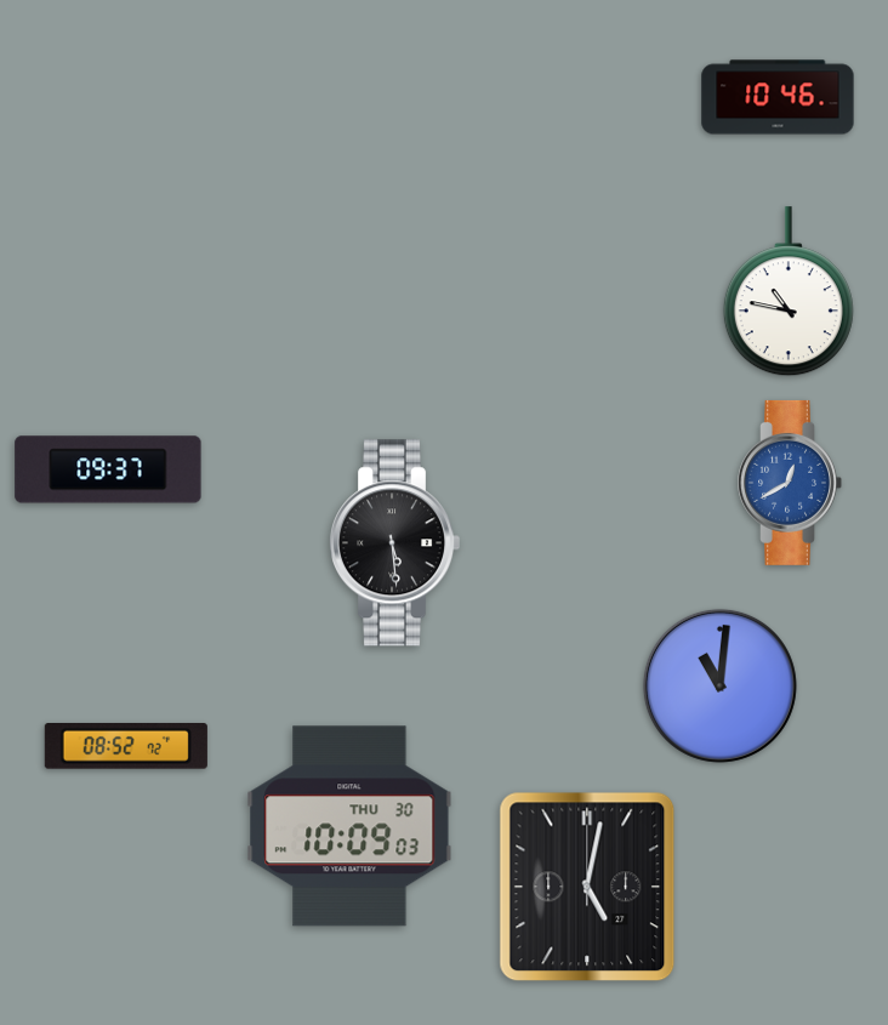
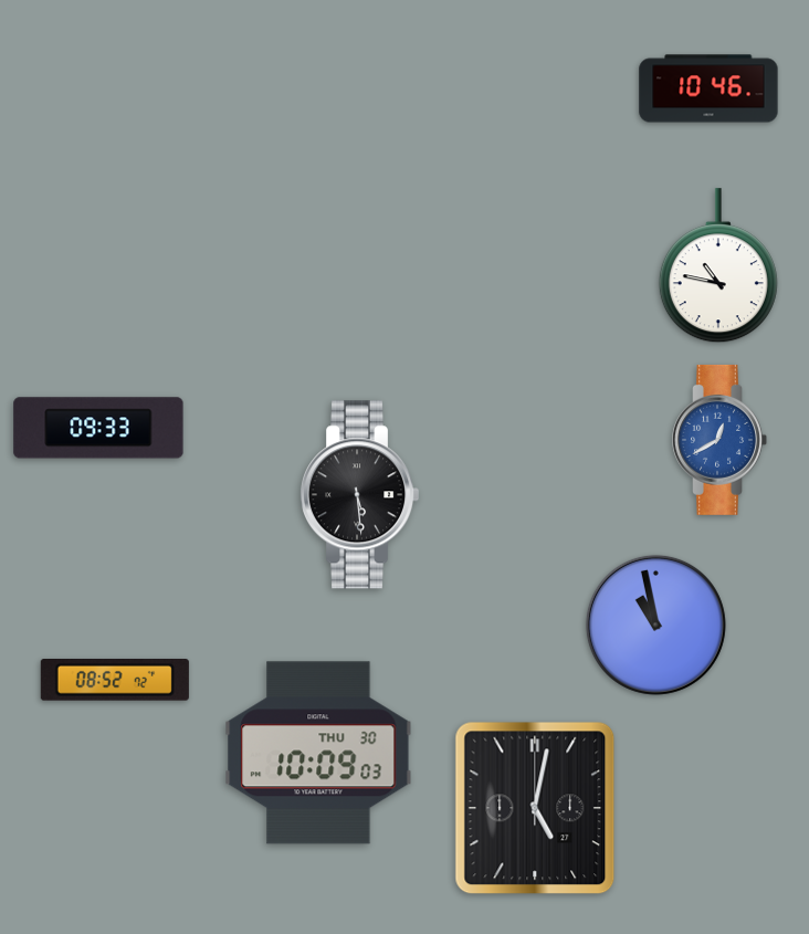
clock at (108, 469): 09:37 -> 09:33
clock at (719, 685): 11:01 -> 10:58
